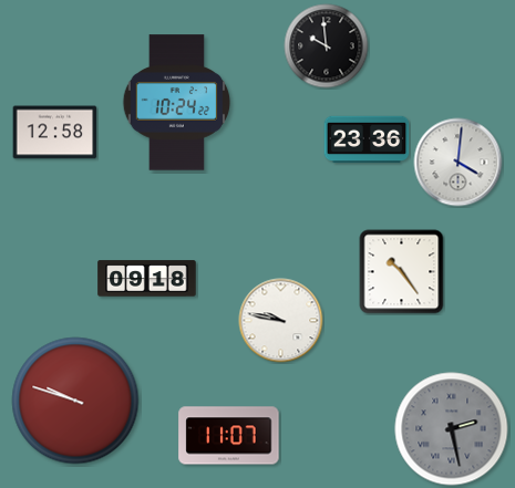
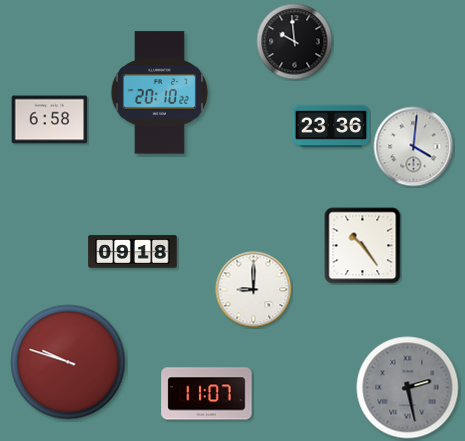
clock at (177, 103): 10:24 -> 20:10
clock at (55, 133): 12:58 -> 6:58
clock at (281, 321): 9:47 -> 9:00
